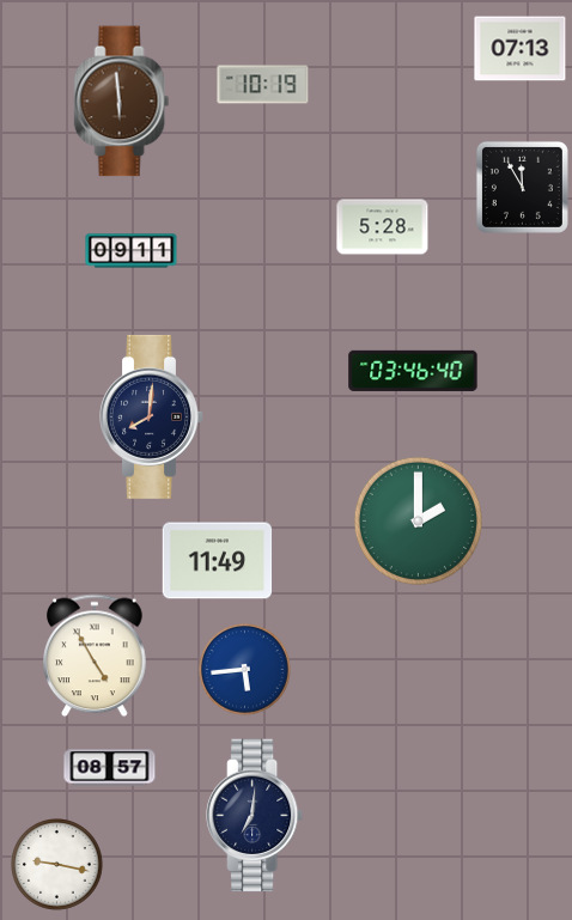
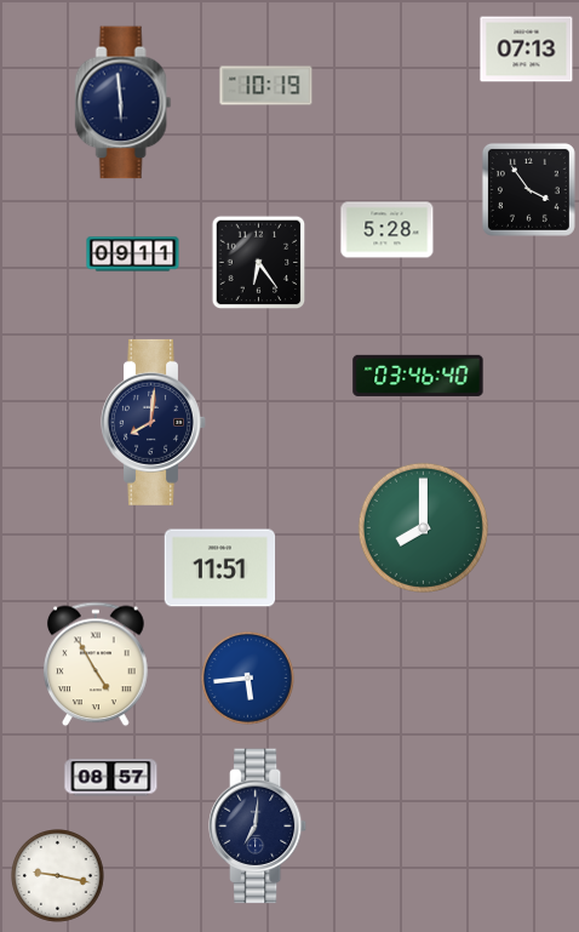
clock at (122, 102) dial: brown -> navy
clock at (522, 187): 11:55 -> 3:54
clock at (258, 262): none -> 6:24
clock at (418, 520): 2:00 -> 8:00
clock at (218, 561): 11:49 -> 11:51
